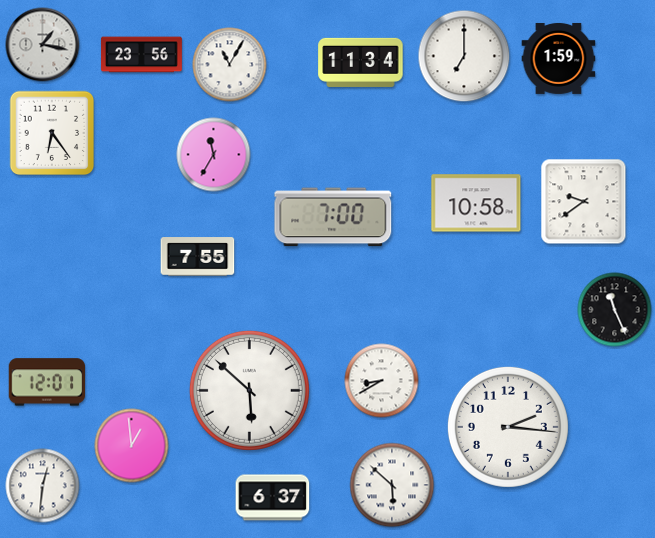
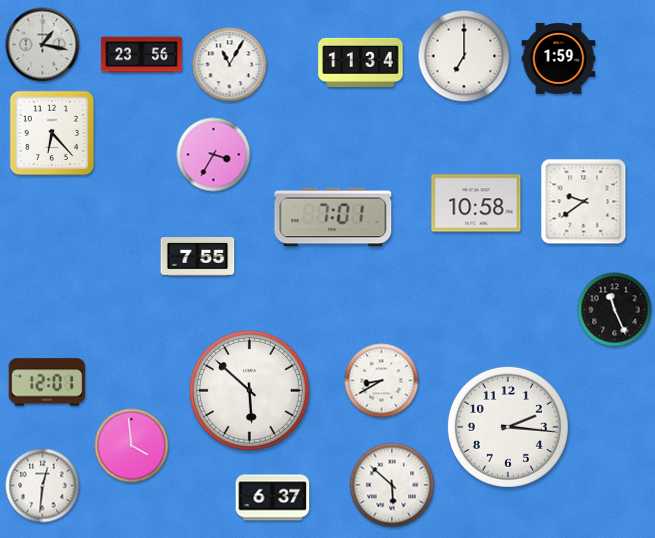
clock at (52, 133): 6:24 -> 6:23
clock at (214, 155): 11:35 -> 3:35
clock at (333, 217): 7:00 -> 7:01
clock at (132, 446): 12:59 -> 3:59
